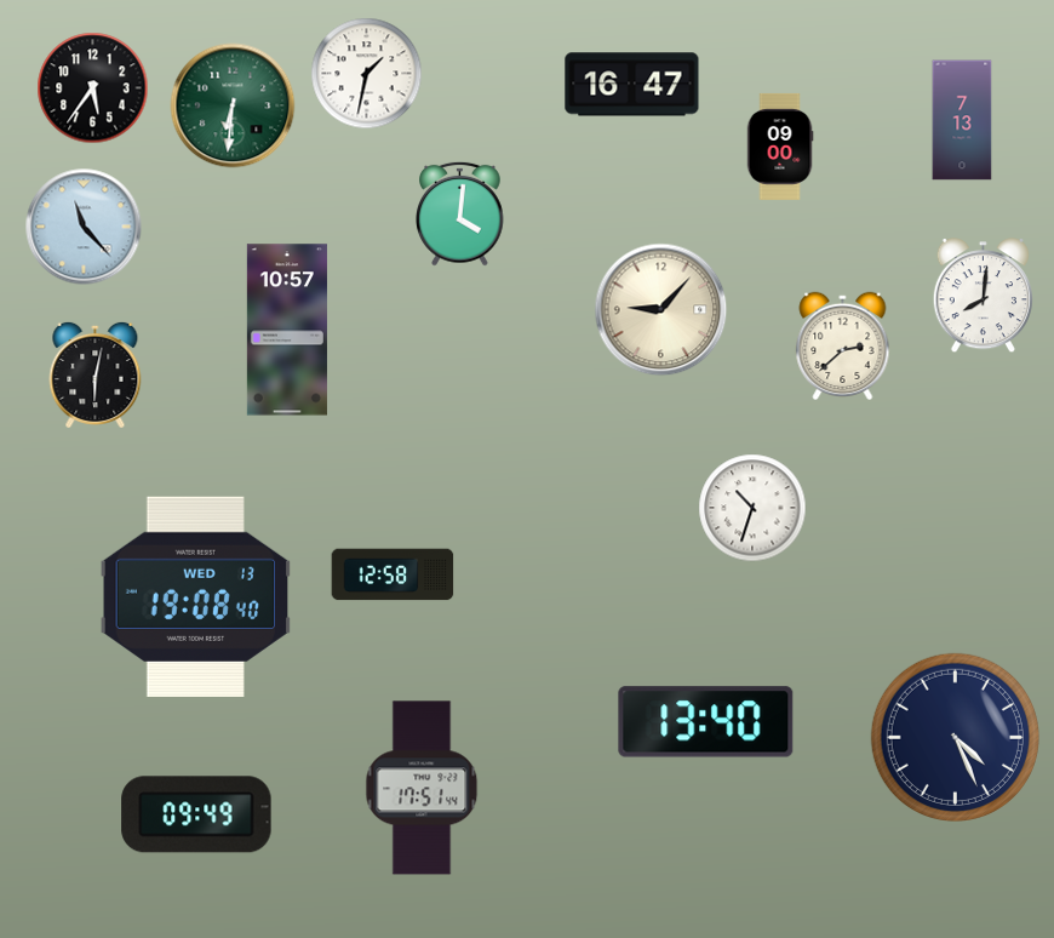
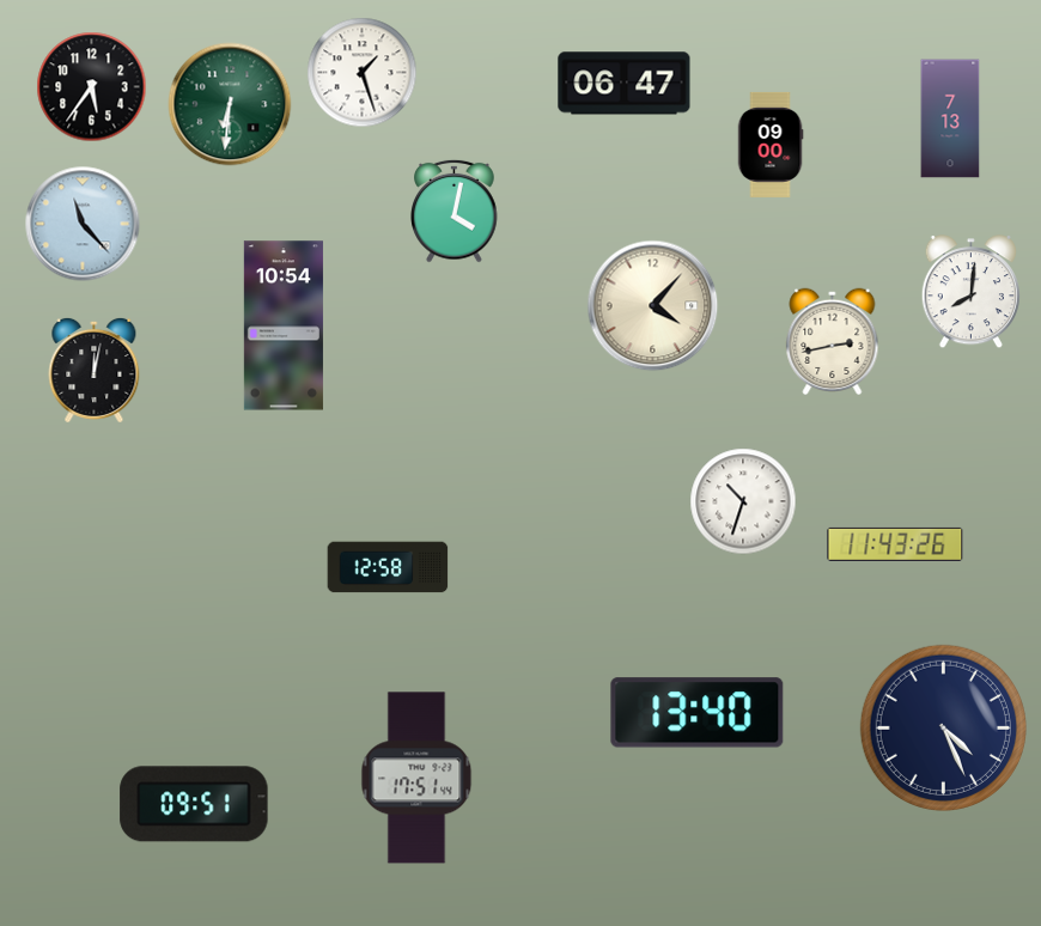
clock at (367, 74): 1:32 -> 1:27
clock at (632, 85): 16:47 -> 06:47
clock at (460, 213): 4:01 -> 4:02
clock at (661, 310): 9:07 -> 4:07
clock at (287, 330): 10:57 -> 10:54
clock at (843, 345): 2:38 -> 2:43
clock at (96, 374): 6:02 -> 12:02
clock at (895, 544): none -> 11:43
clock at (195, 596): 19:08 -> none
clock at (196, 814): 09:49 -> 09:51
